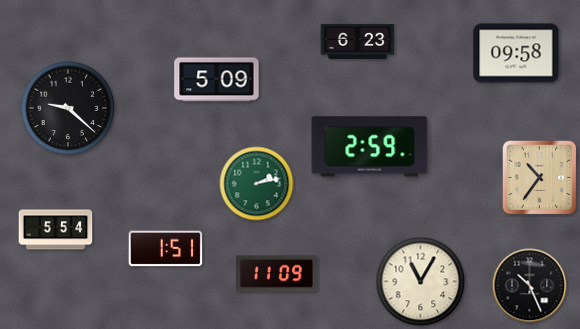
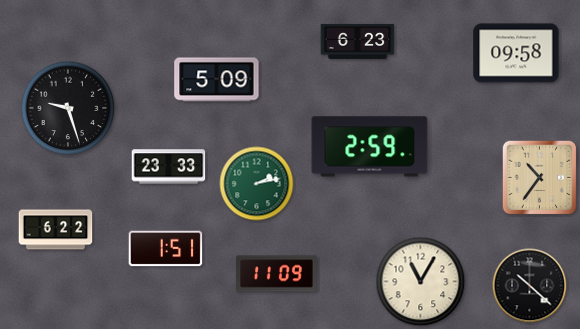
clock at (68, 108): 9:22 -> 9:27
clock at (169, 167): none -> 23:33
clock at (56, 230): 5:54 -> 6:22
clock at (530, 286): 10:26 -> 10:22
